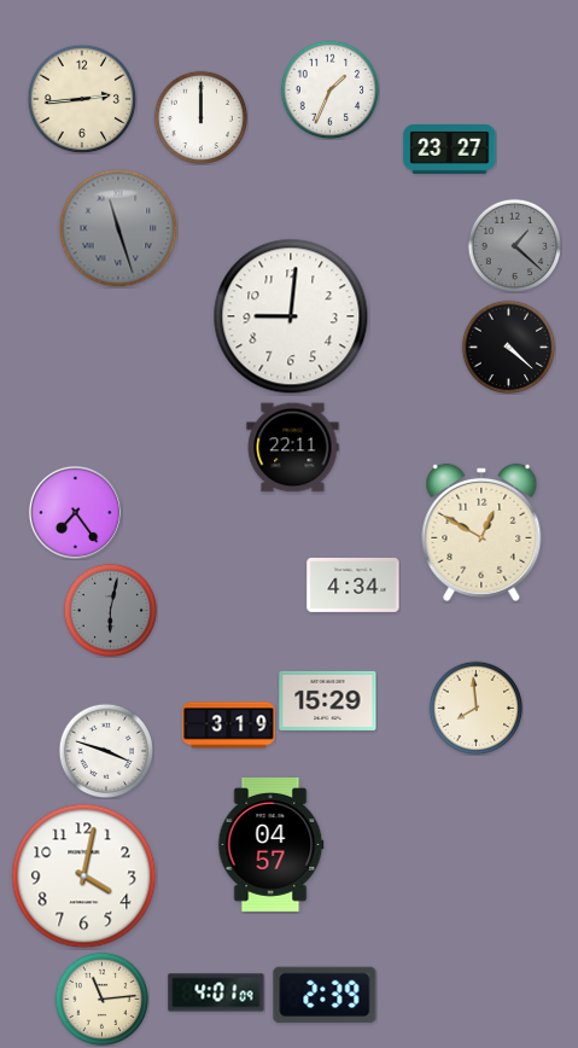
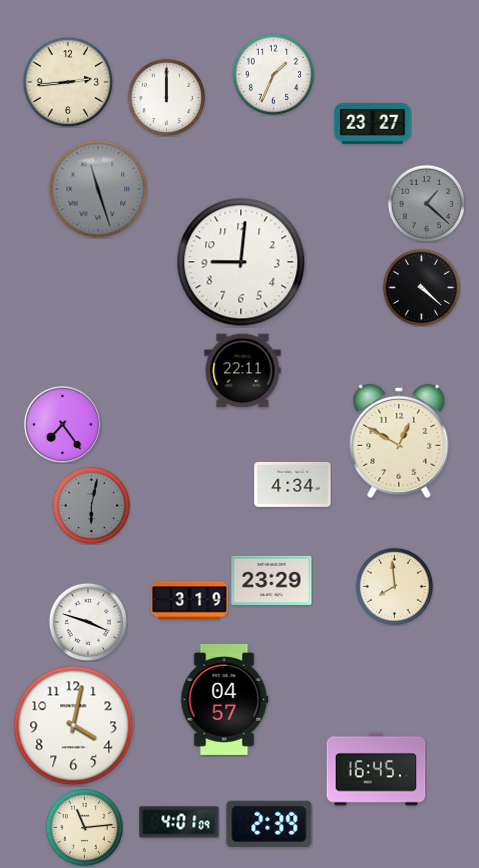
clock at (328, 700): 15:29 -> 23:29
clock at (84, 877) position: (84, 877) -> (74, 726)
clock at (376, 769): none -> 16:45
